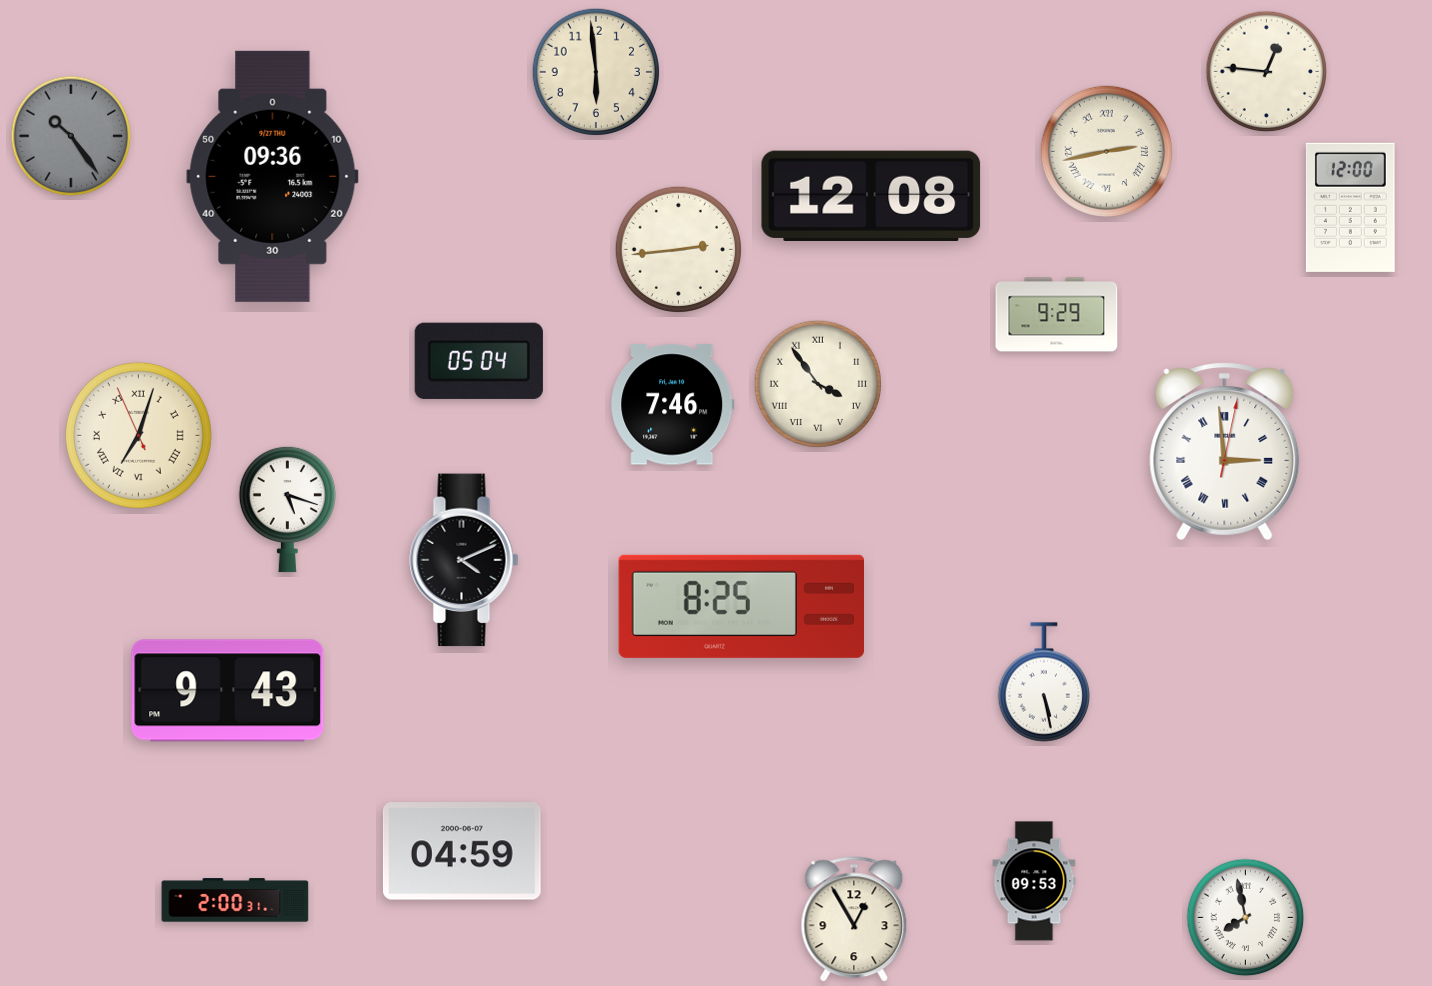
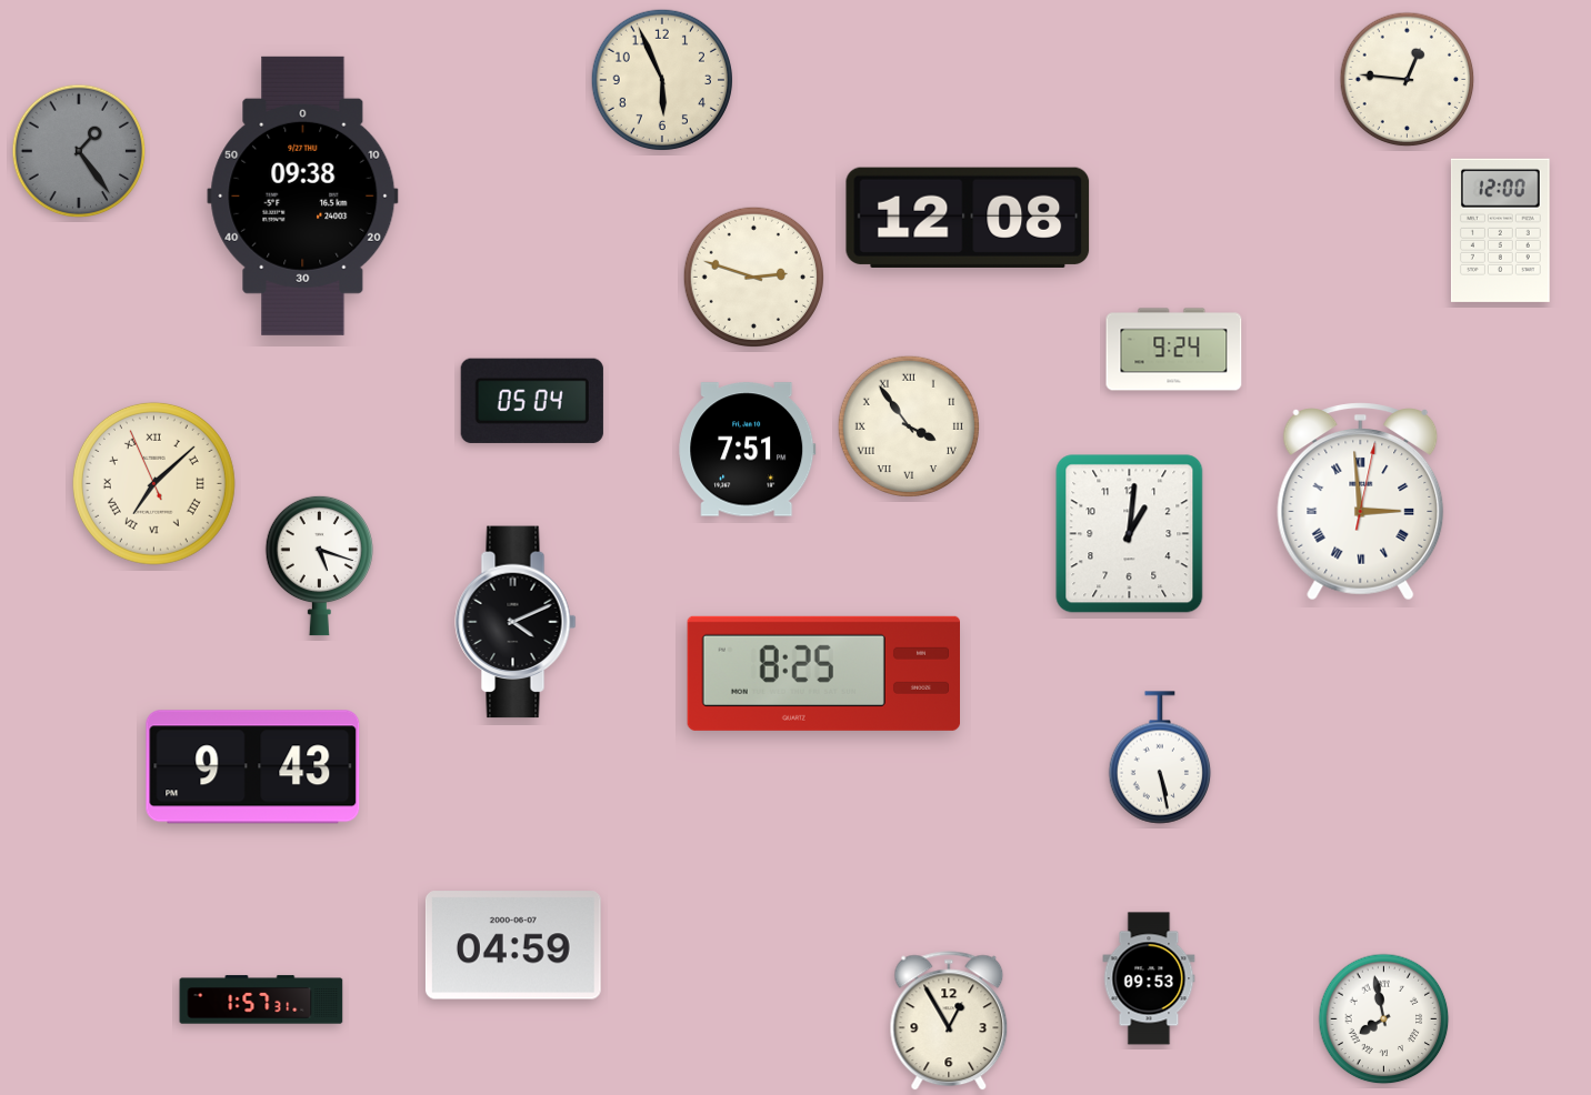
clock at (595, 71): 5:59 -> 5:56
clock at (71, 136): 10:24 -> 1:24
clock at (1106, 151): 2:43 -> none
clock at (273, 176): 09:36 -> 09:38
clock at (678, 249): 2:44 -> 2:48
clock at (1057, 315): 9:29 -> 9:24
clock at (673, 405): 7:46 -> 7:51
clock at (138, 435): 7:02 -> 7:07
clock at (1130, 534): none -> 1:01
clock at (235, 900): 2:00 -> 1:57
